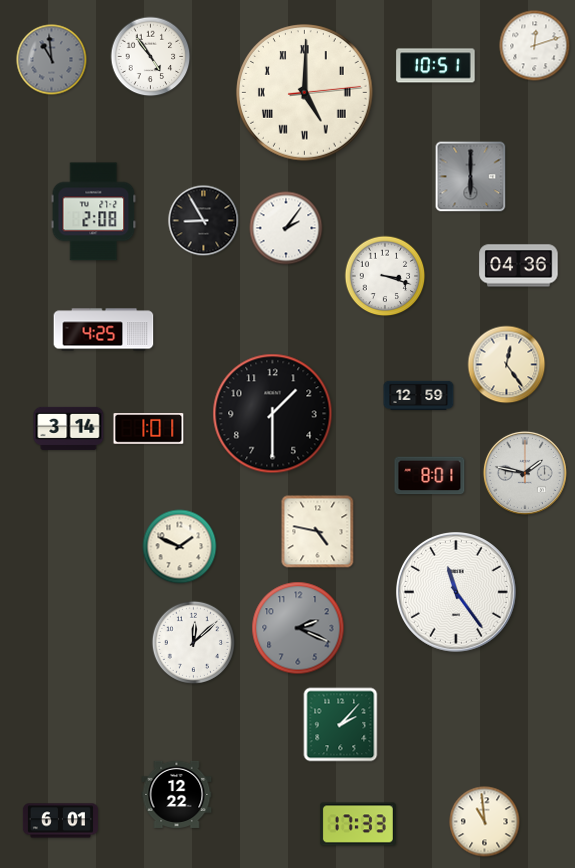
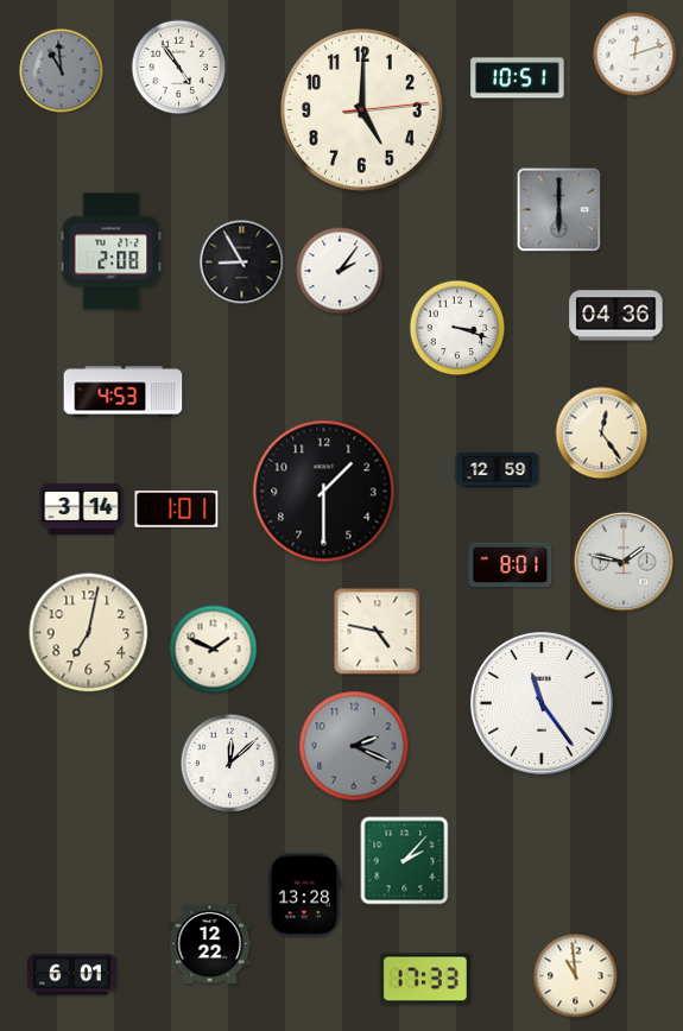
clock at (305, 93) numerals: Roman -> Arabic
clock at (104, 330): 4:25 -> 4:53
clock at (89, 633): none -> 7:02
clock at (304, 896): none -> 13:28
